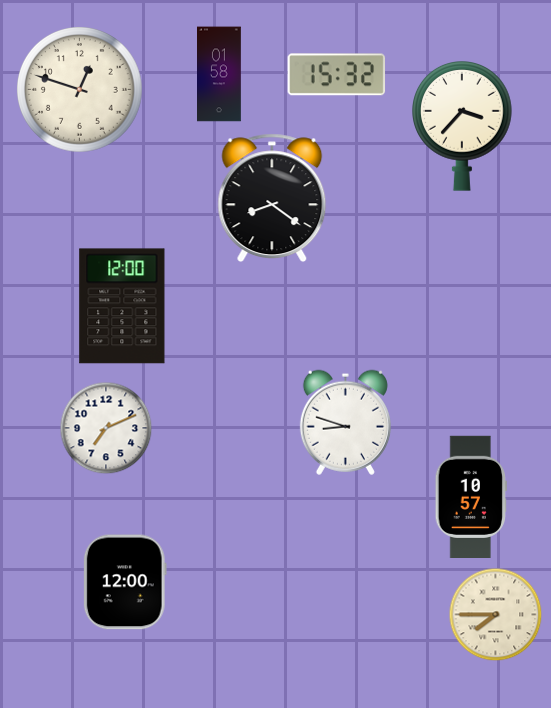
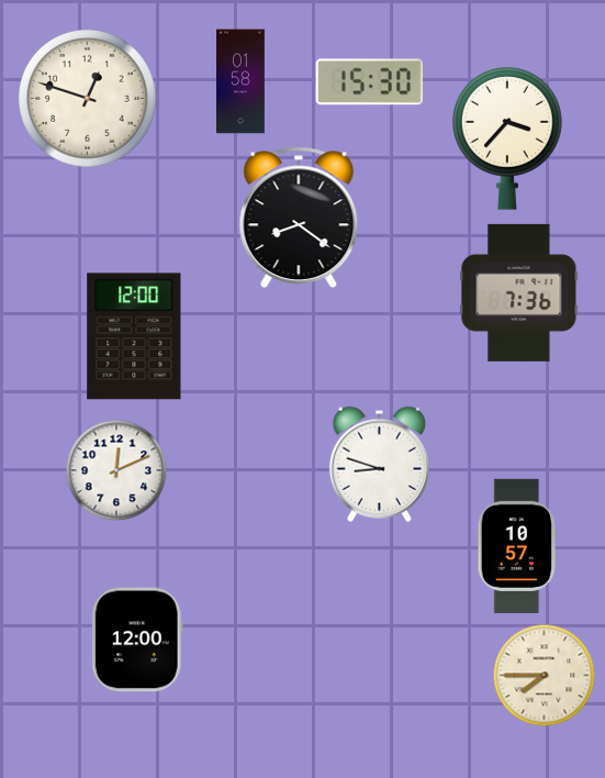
clock at (337, 75): 15:32 -> 15:30
clock at (519, 292): none -> 7:36
clock at (106, 428): 7:11 -> 12:11
